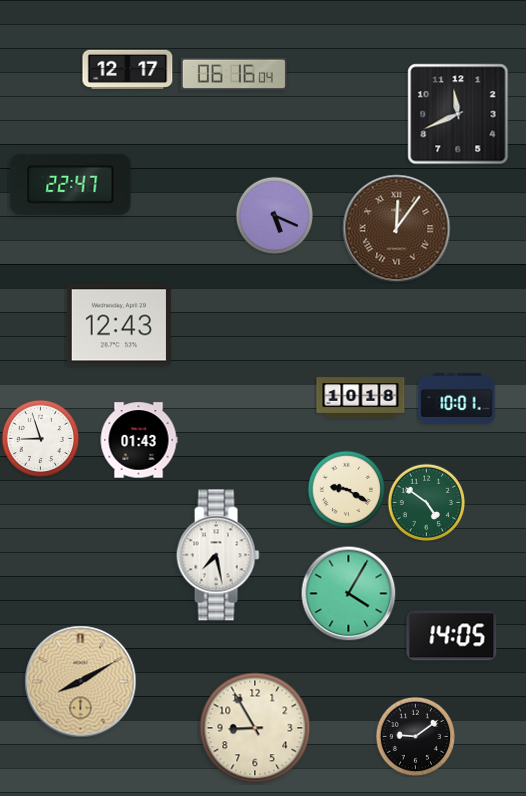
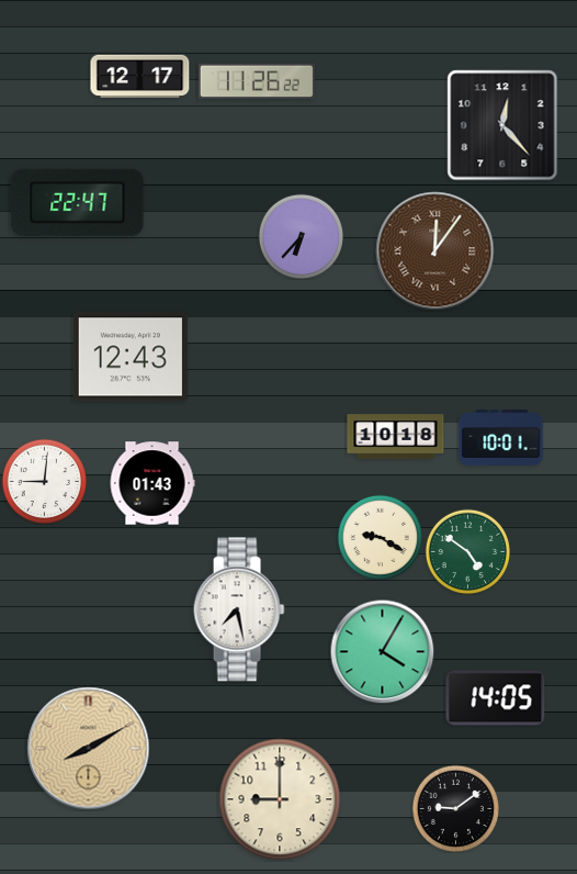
clock at (234, 73): 06:16 -> 11:26
clock at (458, 114): 11:41 -> 12:23
clock at (274, 215): 5:19 -> 6:37
clock at (40, 438): 8:57 -> 9:01
clock at (255, 728): 8:55 -> 9:00
